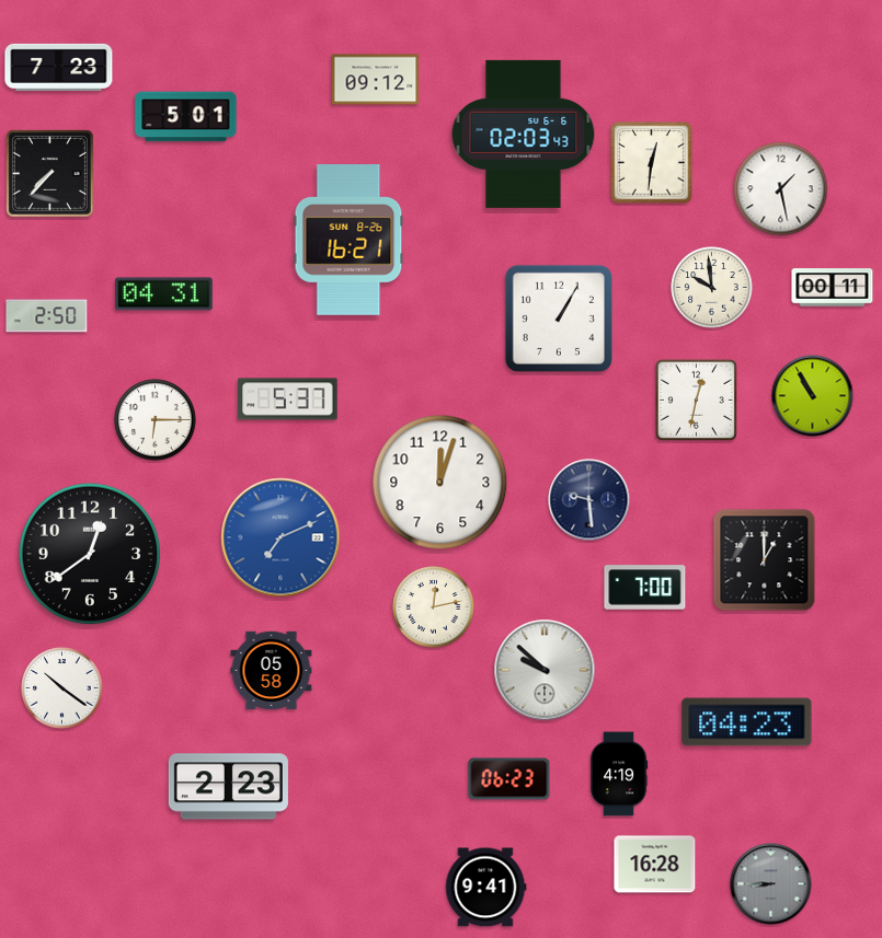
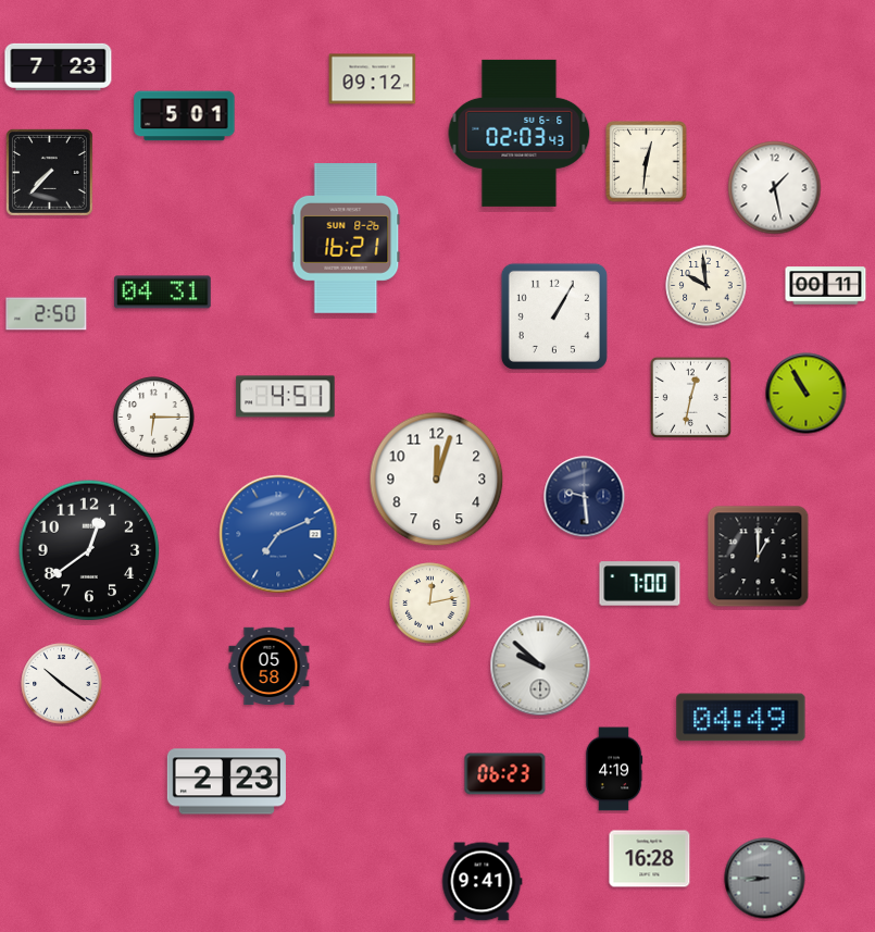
clock at (288, 399): 5:37 -> 4:51
clock at (747, 722): 04:23 -> 04:49
